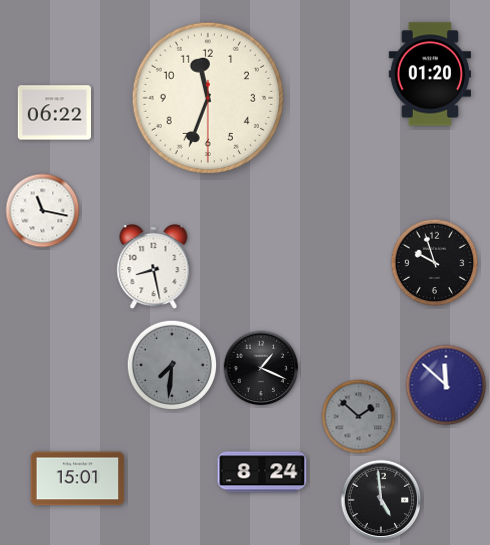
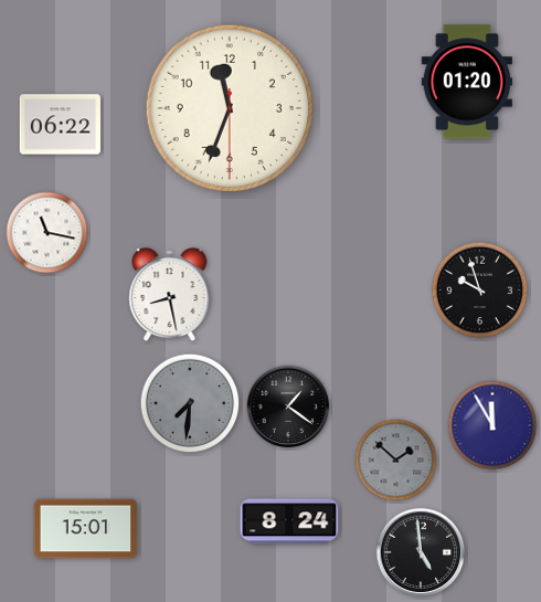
clock at (429, 74) position: (429, 74) -> (466, 82)
clock at (261, 368): 1:19 -> 1:21
clock at (446, 385): 11:52 -> 11:55
